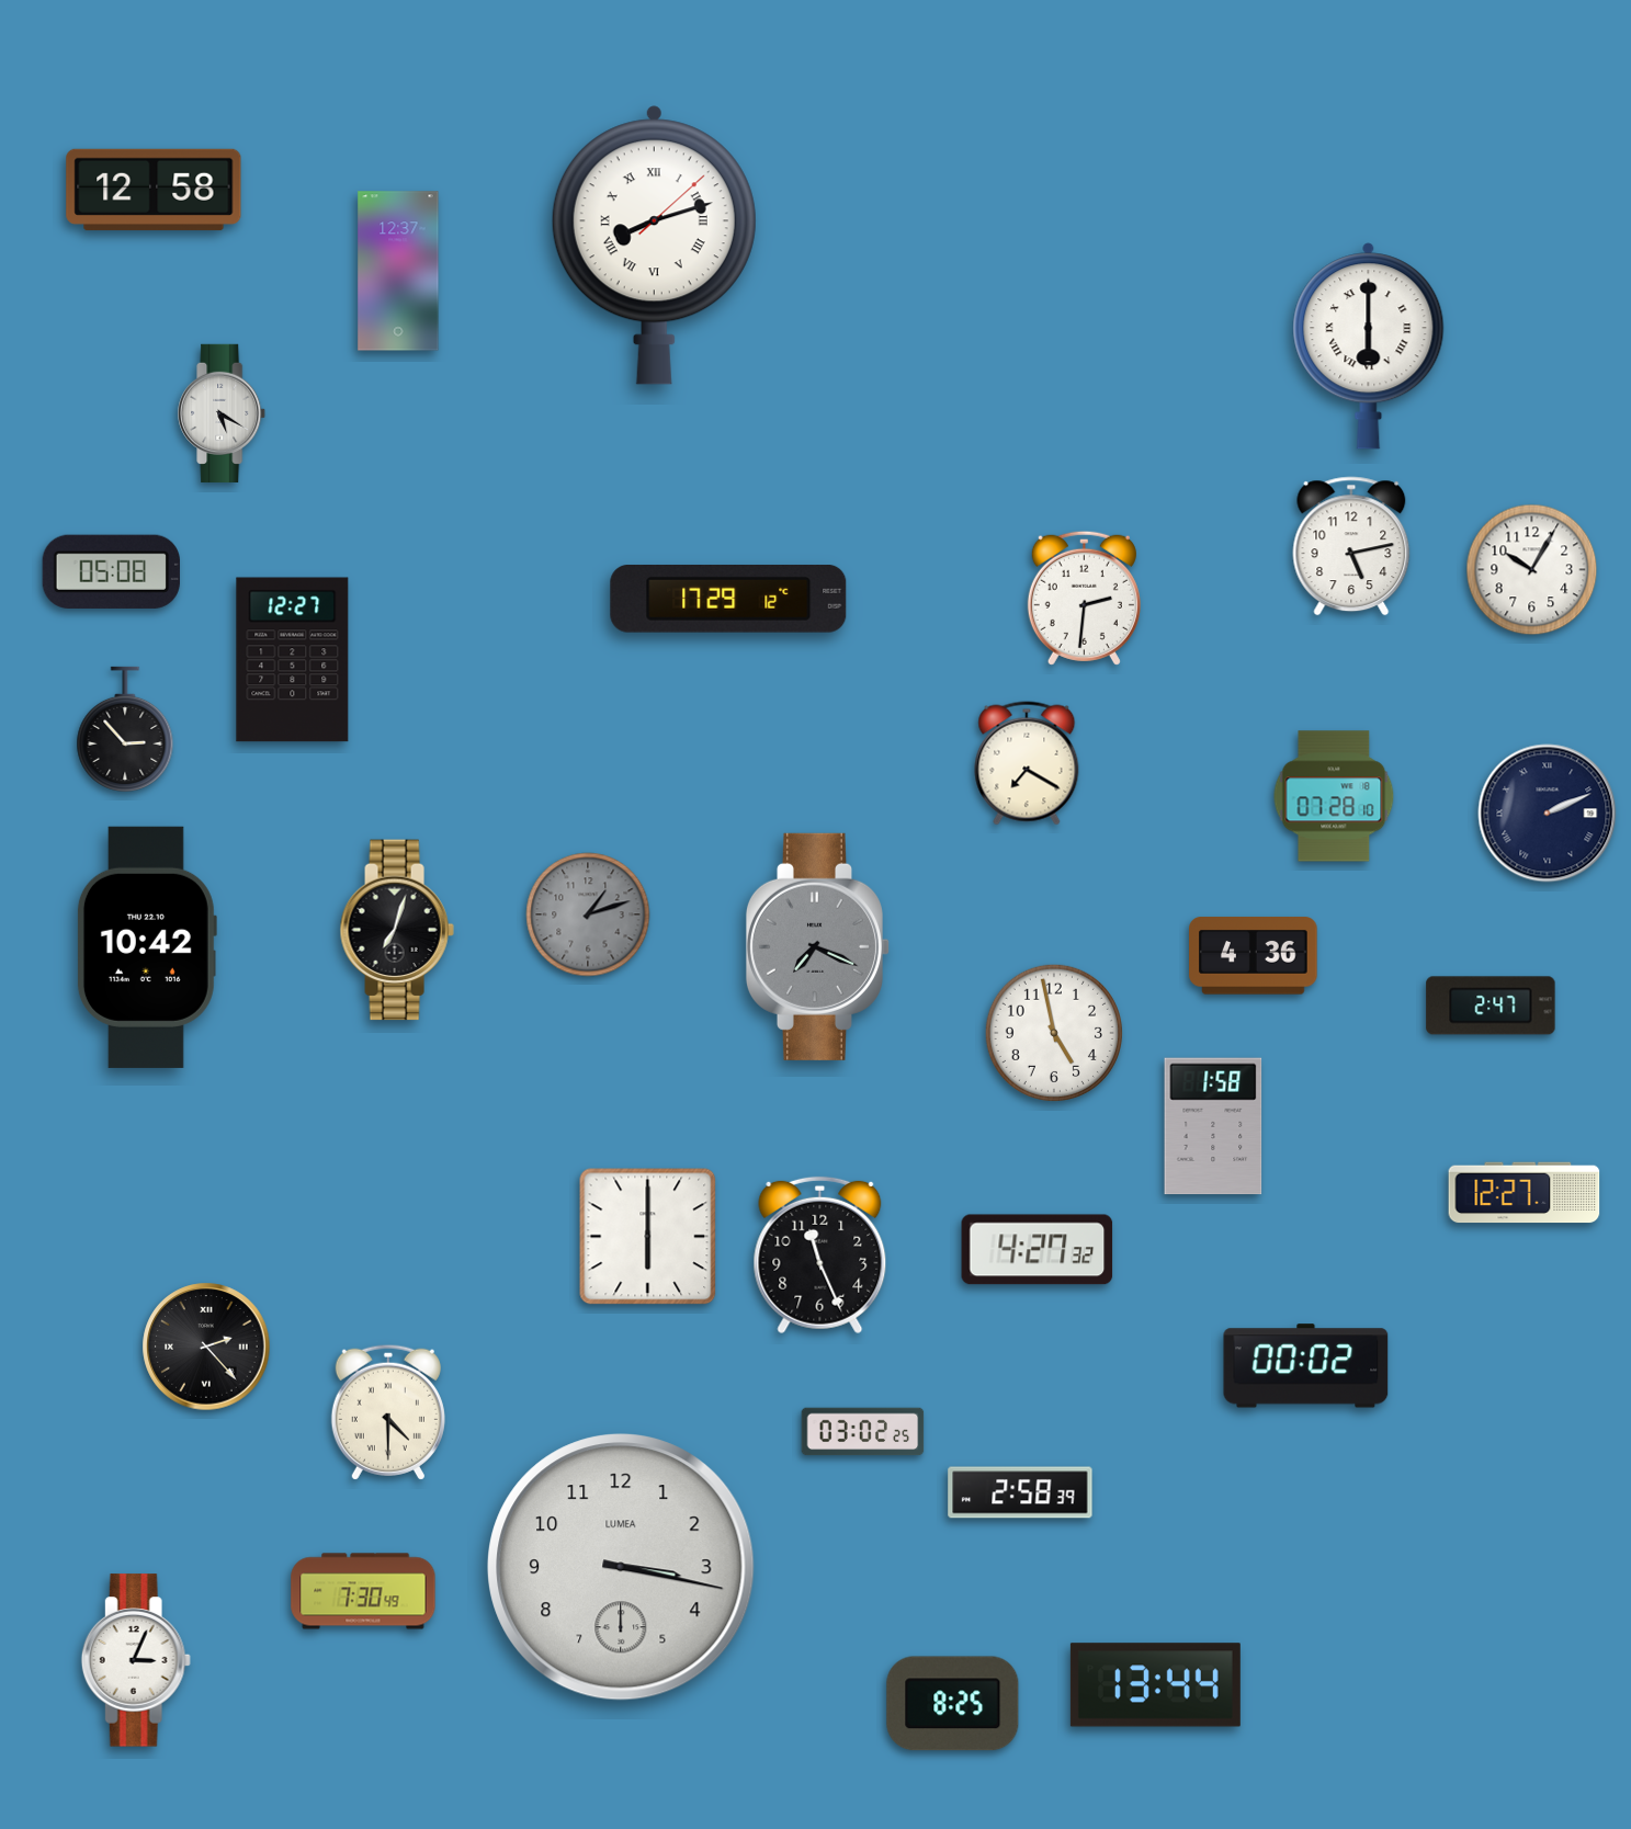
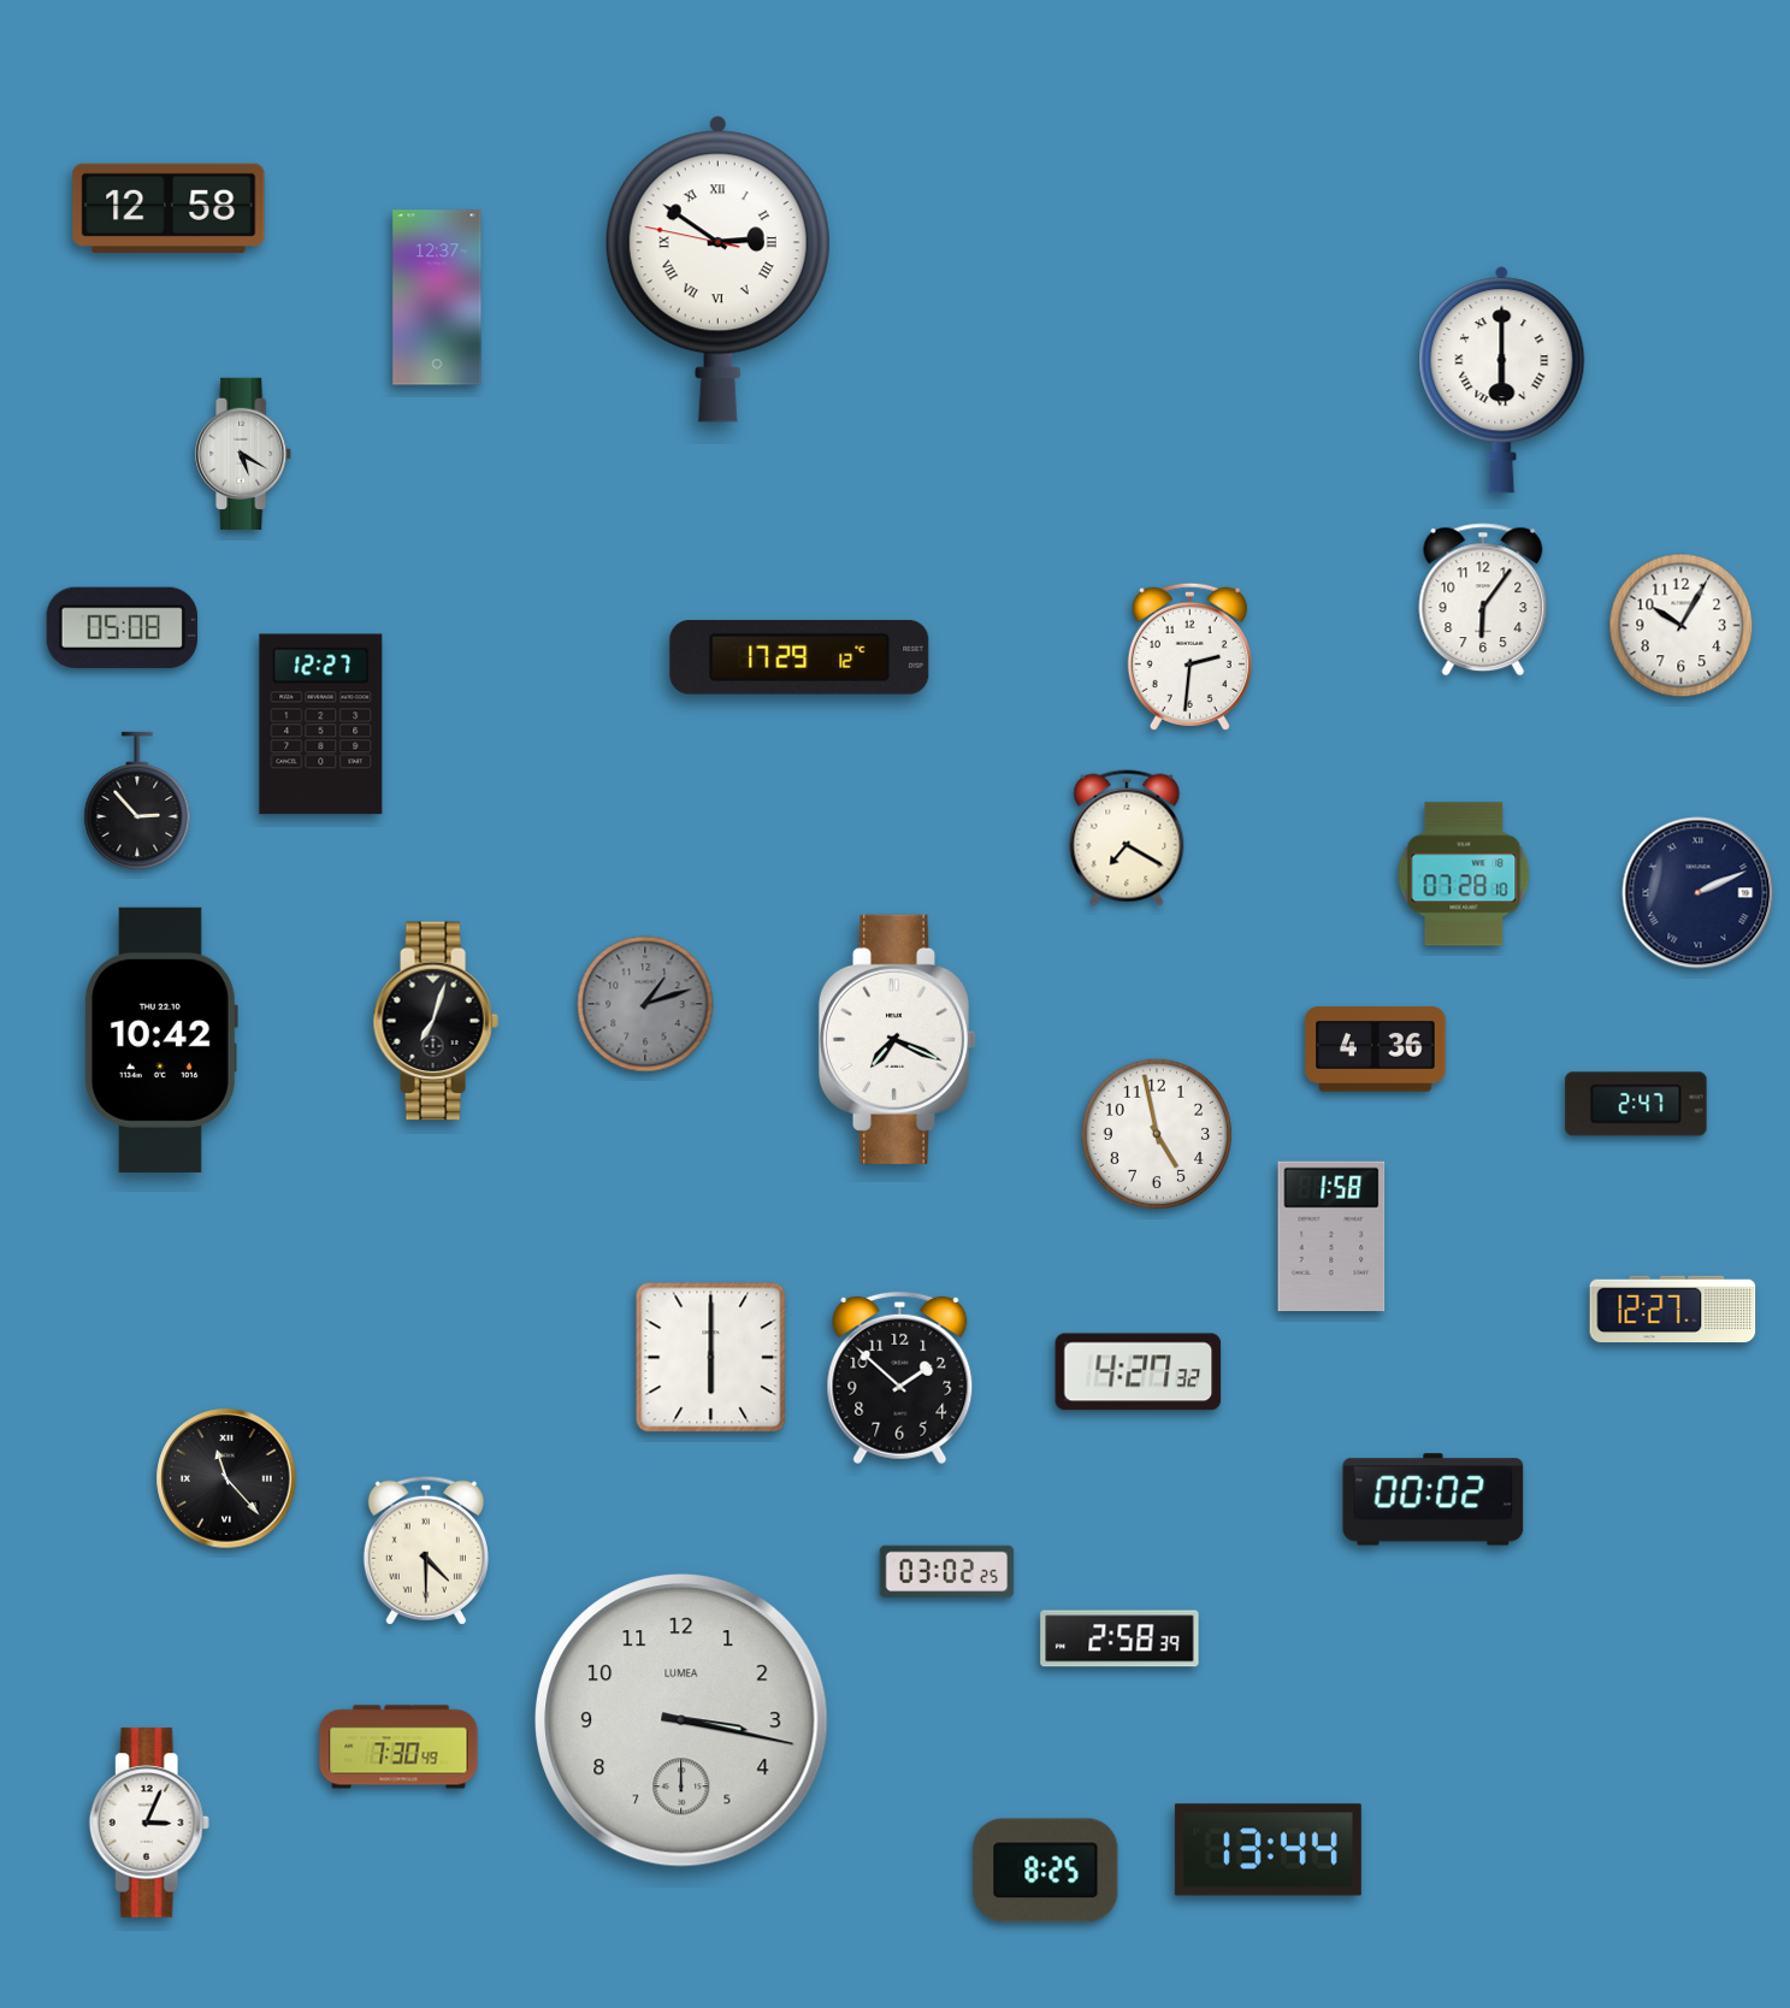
clock at (654, 246): 8:12 -> 2:50
clock at (1351, 546): 5:13 -> 6:06
clock at (817, 946) dial: grey -> white
clock at (820, 1256): 11:26 -> 1:52
clock at (206, 1347): 2:23 -> 11:23
